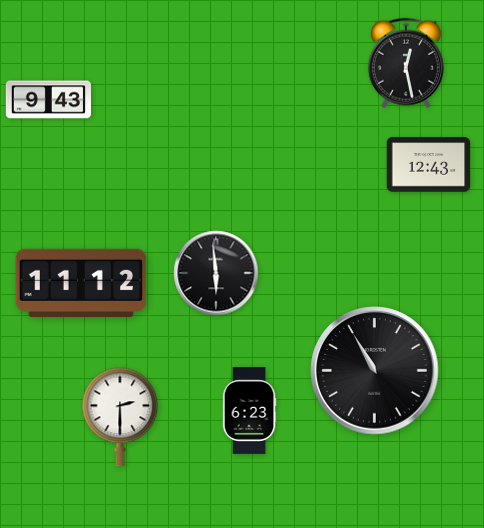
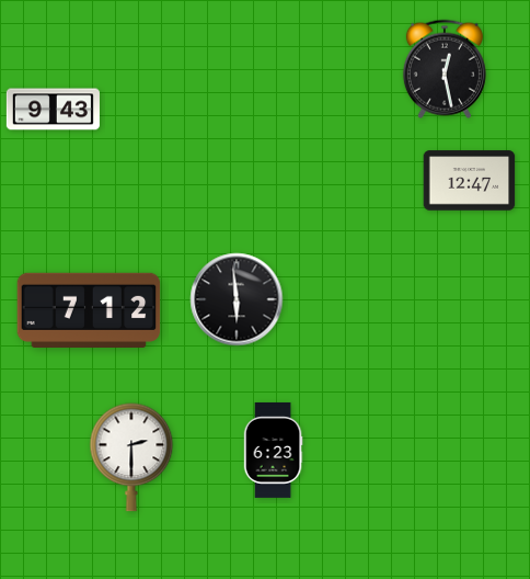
clock at (429, 165): 12:43 -> 12:47
clock at (81, 282): 11:12 -> 7:12
clock at (375, 371): 10:55 -> none
